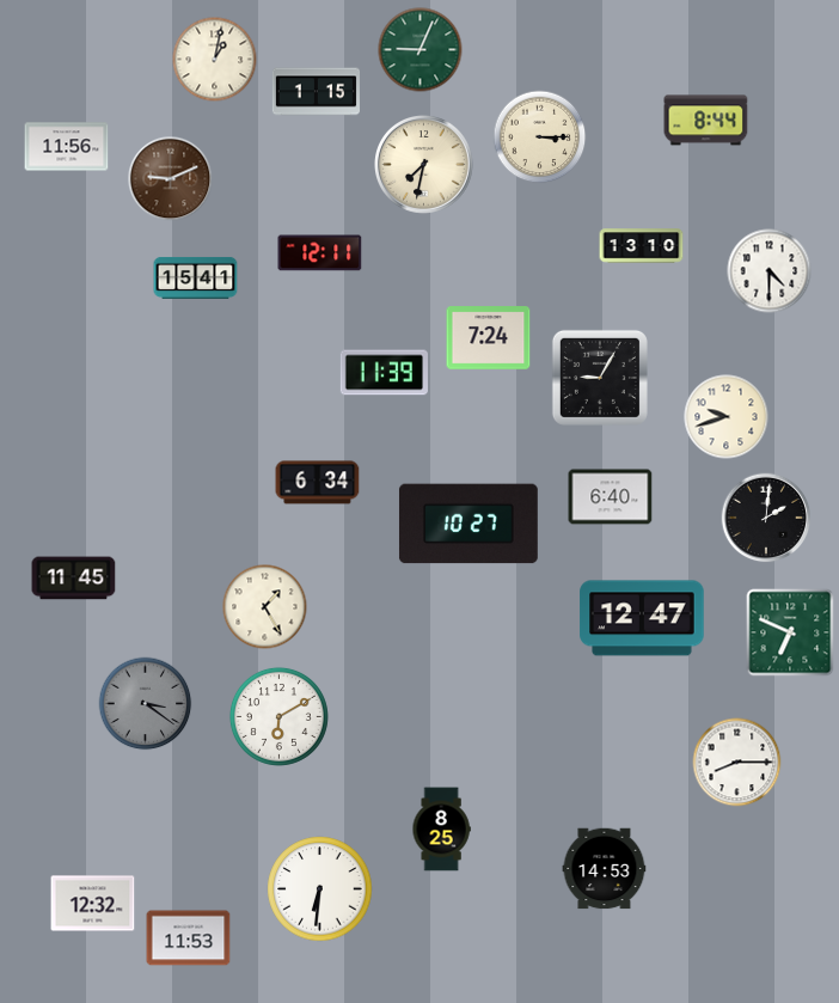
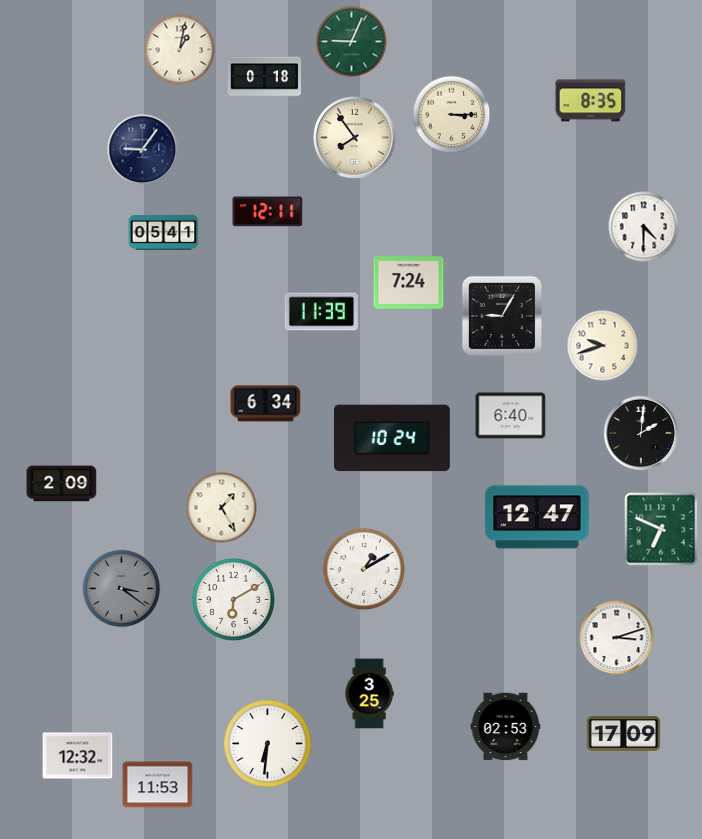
clock at (316, 92): 1:15 -> 0:18
clock at (706, 121): 8:44 -> 8:35
clock at (67, 147): 11:56 -> none
clock at (424, 165): 7:32 -> 7:54
clock at (171, 179): 9:11 -> 9:06
clock at (171, 179) dial: brown -> navy
clock at (642, 246): 13:10 -> none
clock at (196, 277): 15:41 -> 05:41
clock at (727, 417) position: (727, 417) -> (603, 346)
clock at (469, 524): 10:27 -> 10:24
clock at (74, 579): 11:45 -> 2:09
clock at (364, 569): none -> 1:10
clock at (737, 763): 8:15 -> 3:12
clock at (441, 830): 8:25 -> 3:25
clock at (605, 869): 14:53 -> 02:53
clock at (623, 734): none -> 17:09
